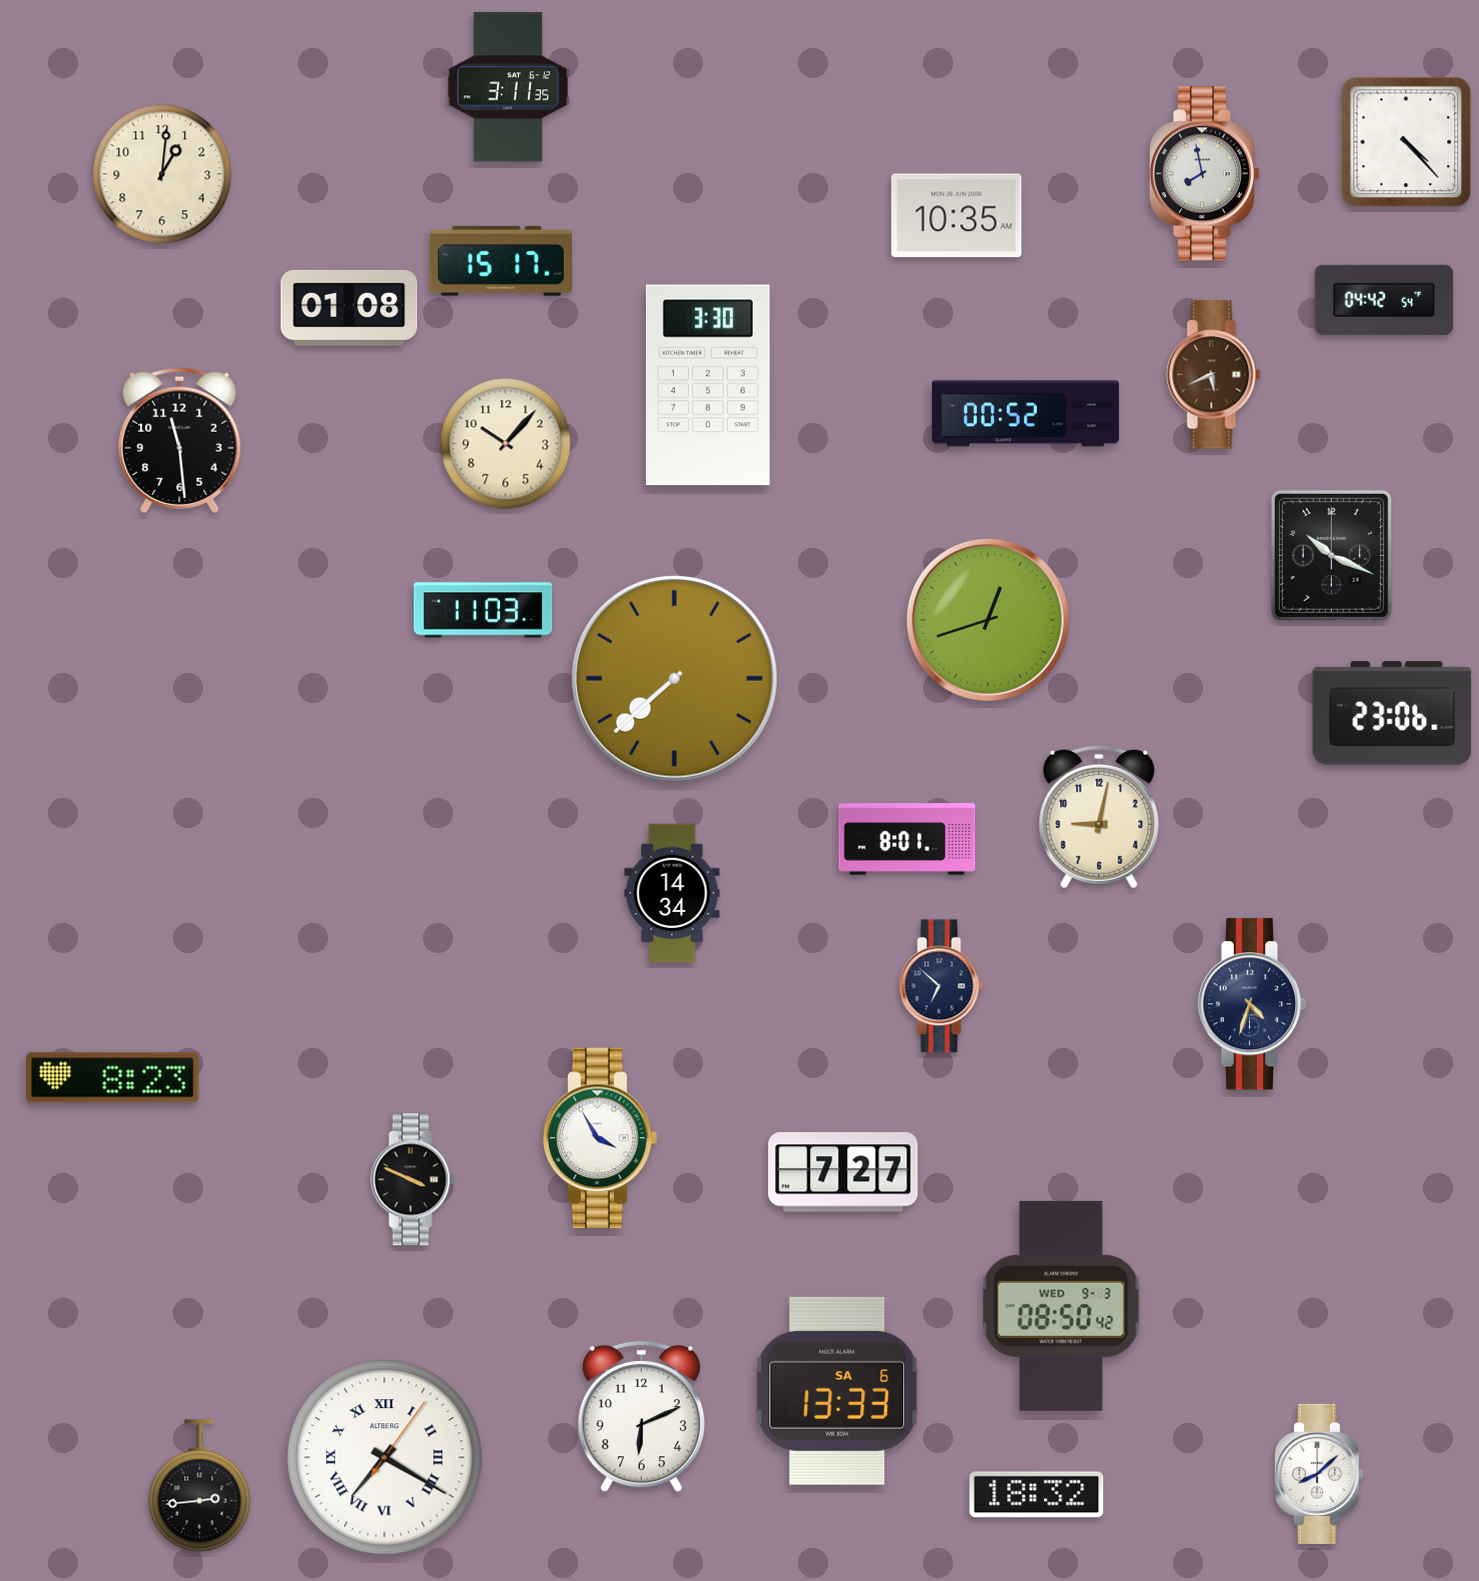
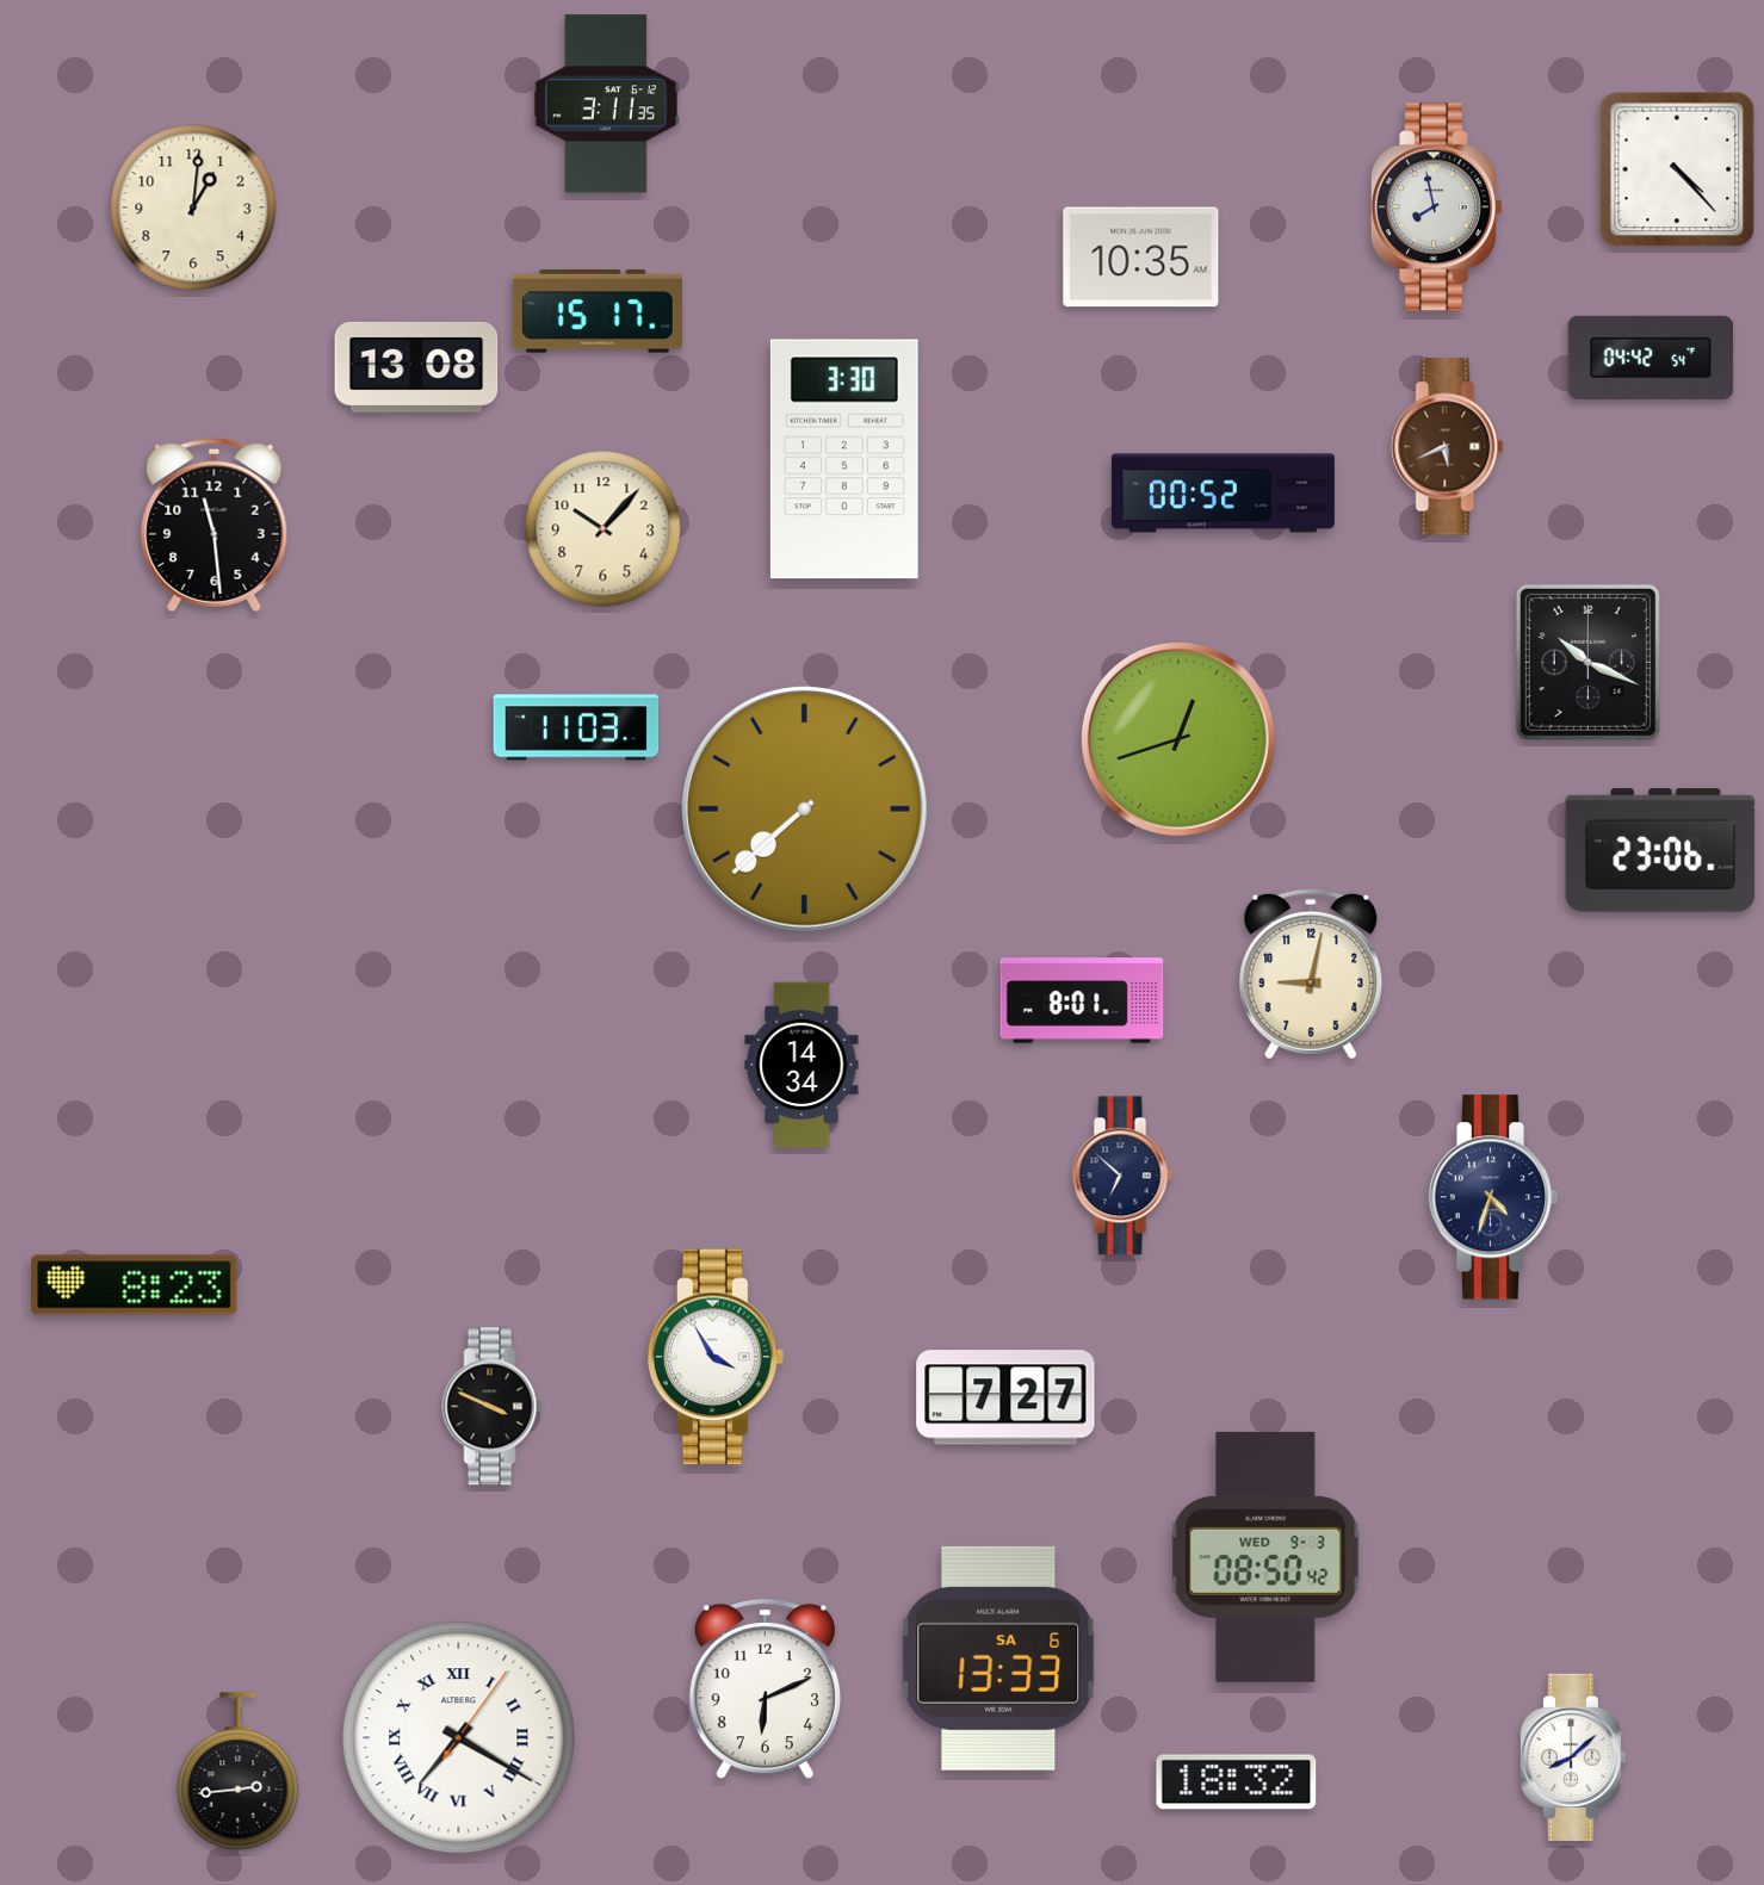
clock at (349, 308): 01:08 -> 13:08
